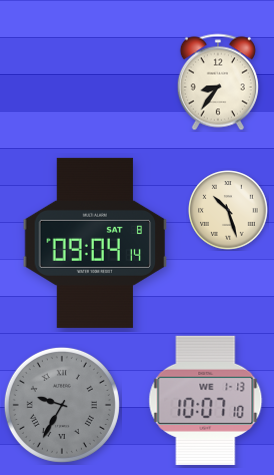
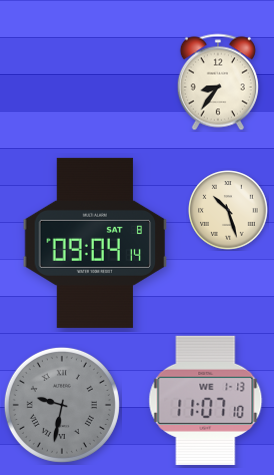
clock at (206, 400): 10:07 -> 11:07
clock at (62, 405): 9:35 -> 9:32
